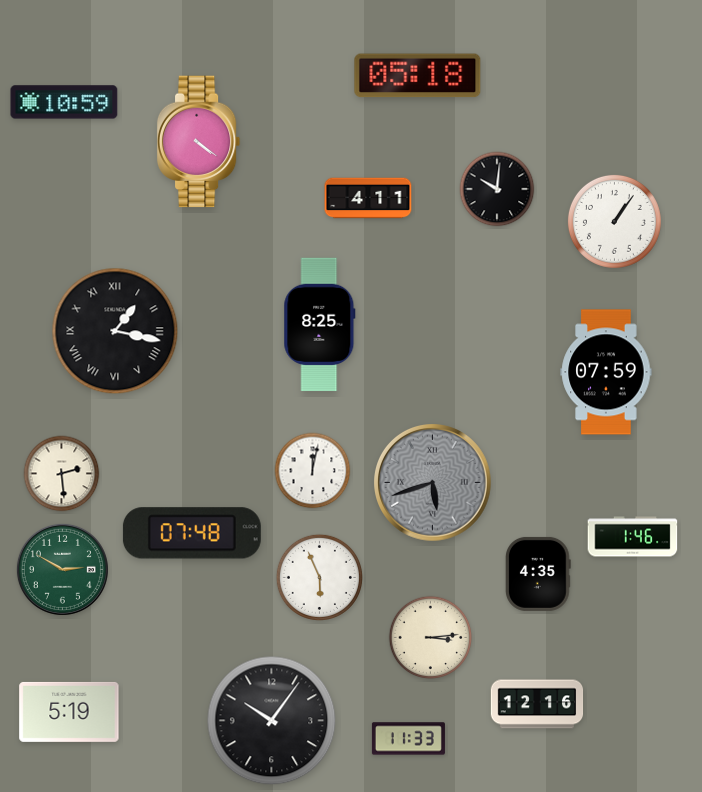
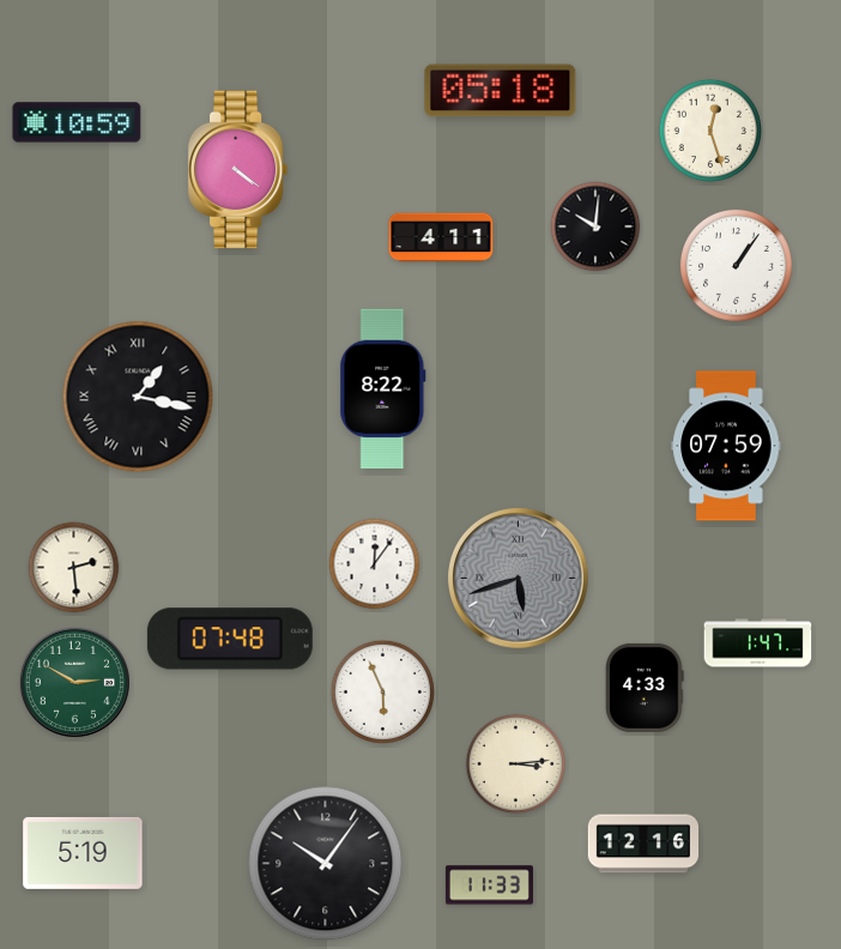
clock at (709, 129): none -> 12:27
clock at (320, 325): 8:25 -> 8:22
clock at (313, 471): 12:02 -> 12:06
clock at (633, 537): 1:46 -> 1:47
clock at (539, 574): 4:35 -> 4:33
